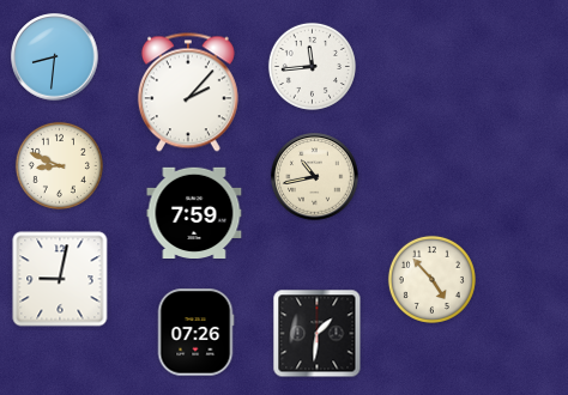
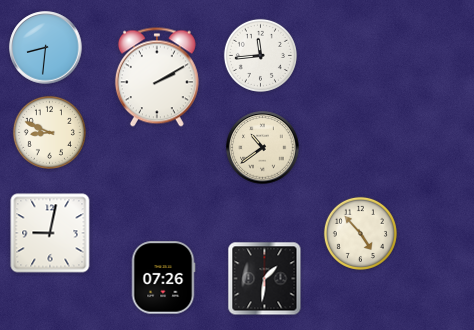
clock at (188, 92): 2:07 -> 2:10
clock at (59, 165) position: (59, 165) -> (49, 132)
clock at (315, 177): 10:43 -> 10:39
clock at (194, 212): 7:59 -> none
